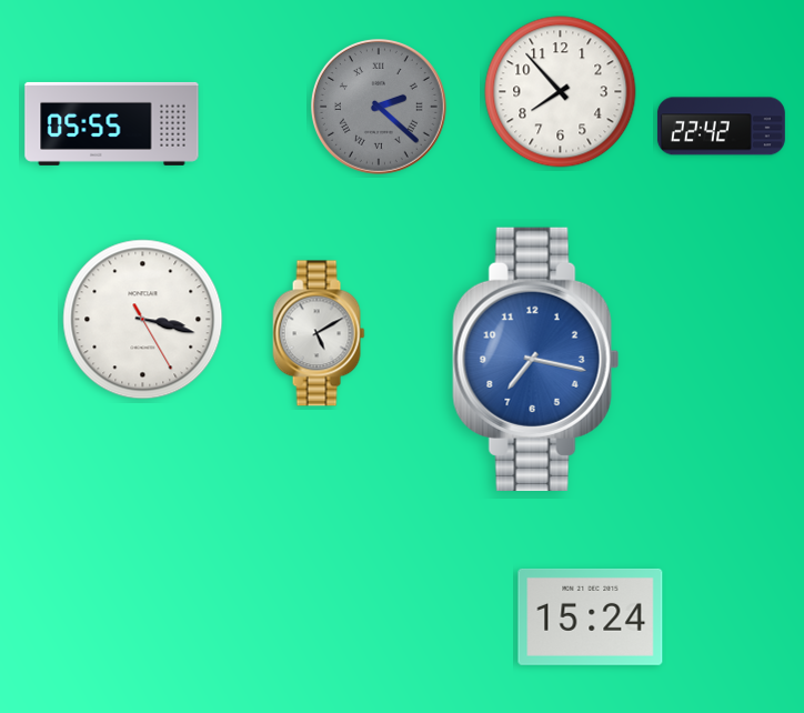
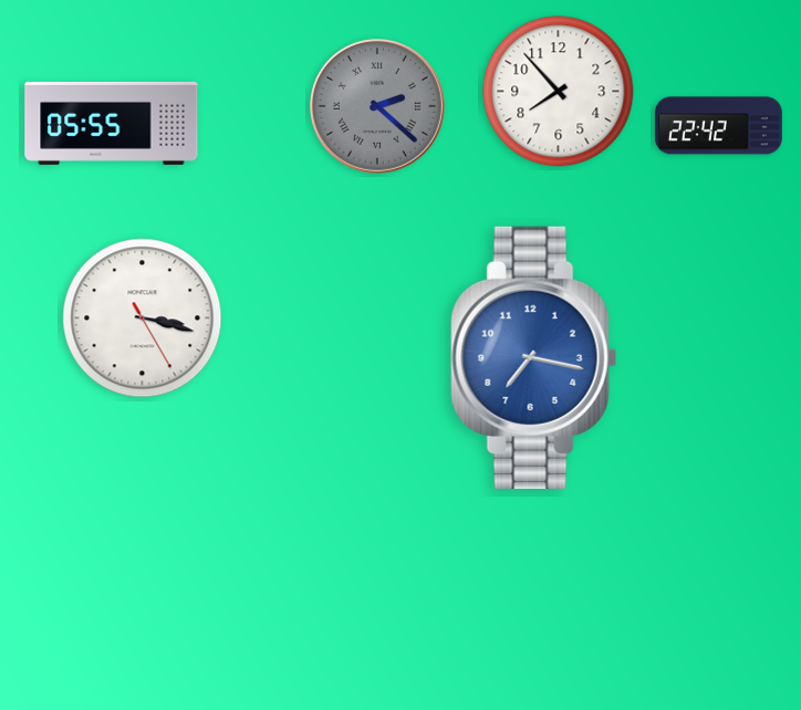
clock at (319, 333): 5:10 -> none
clock at (591, 616): 15:24 -> none
